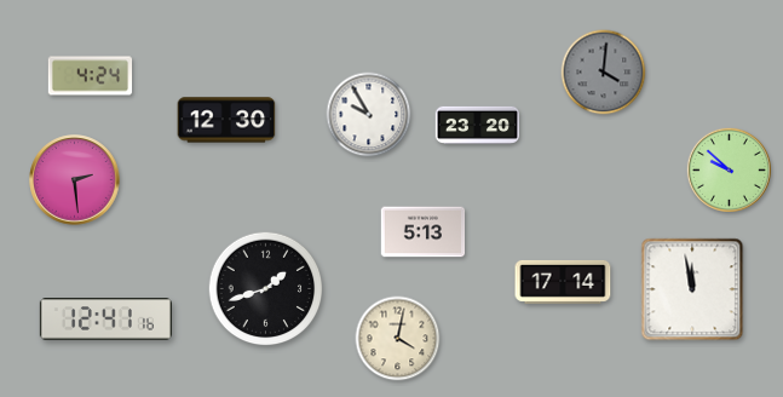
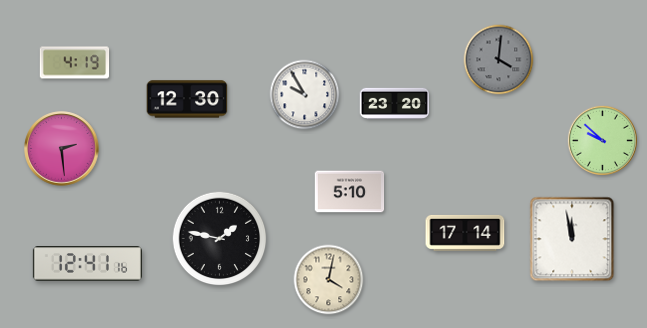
clock at (91, 76): 4:24 -> 4:19
clock at (424, 232): 5:13 -> 5:10
clock at (266, 289): 1:42 -> 1:47
